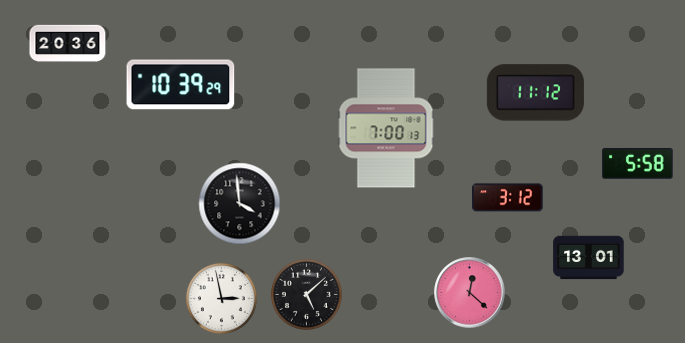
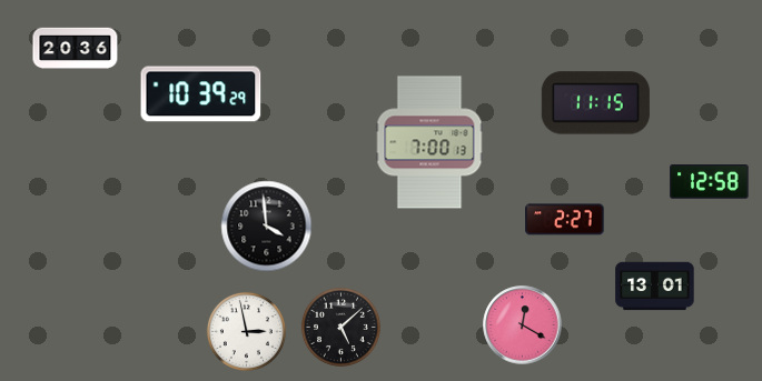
clock at (535, 93): 11:12 -> 11:15
clock at (638, 164): 5:58 -> 12:58
clock at (508, 198): 3:12 -> 2:27
clock at (470, 293): 12:22 -> 12:20
